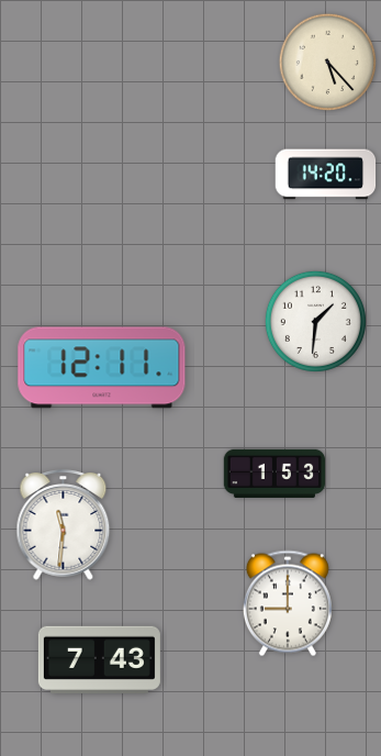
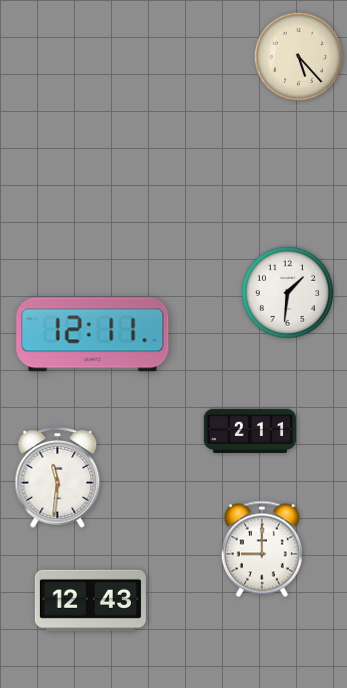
clock at (326, 175): 14:20 -> none
clock at (273, 474): 1:53 -> 2:11
clock at (99, 659): 7:43 -> 12:43
